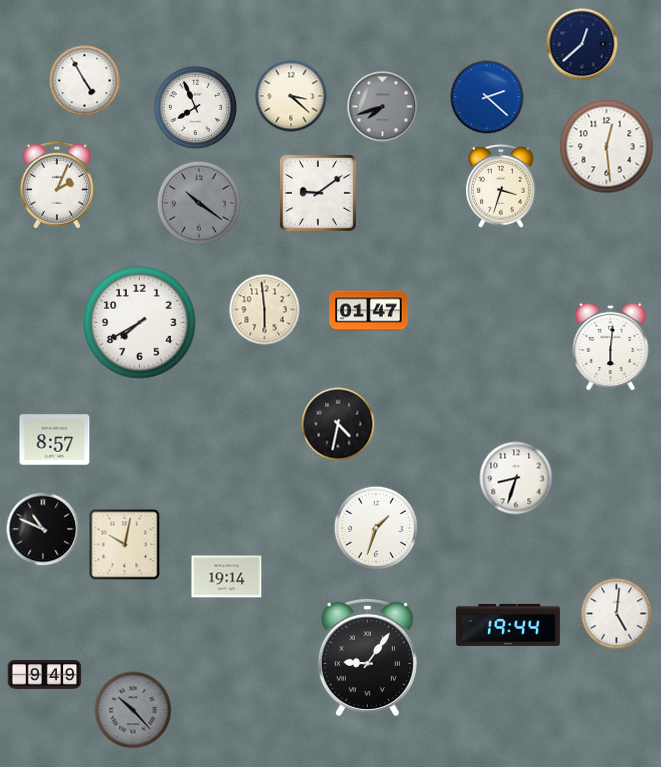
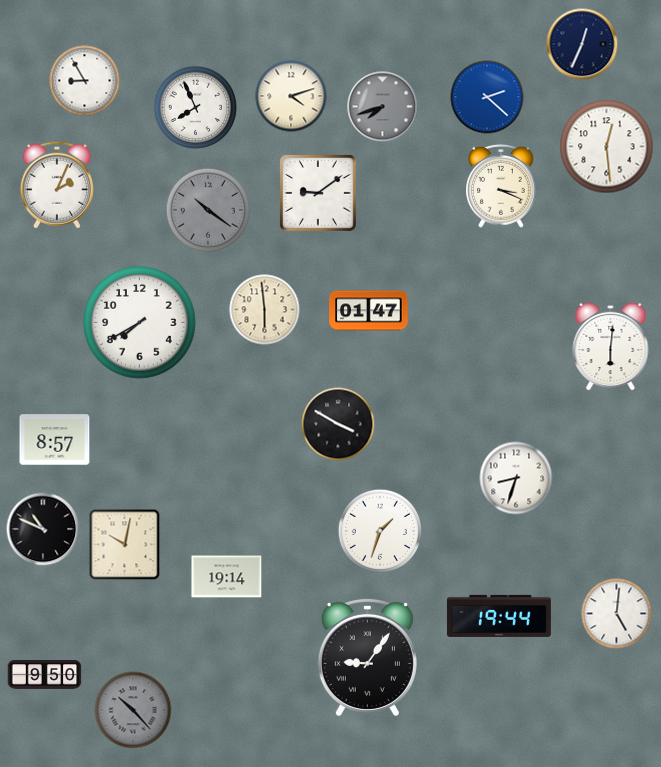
clock at (582, 44): 12:38 -> 12:34
clock at (85, 81): 4:55 -> 8:55
clock at (291, 96): 3:22 -> 4:12
clock at (502, 186): 3:33 -> 3:19
clock at (199, 203) position: (199, 203) -> (208, 210)
clock at (338, 424): 4:32 -> 3:50
clock at (376, 528) position: (376, 528) -> (380, 531)
clock at (508, 625) position: (508, 625) -> (499, 616)
clock at (45, 675): 9:49 -> 9:50
